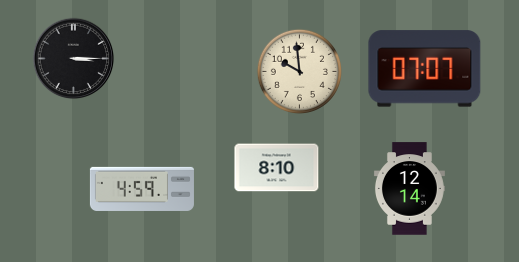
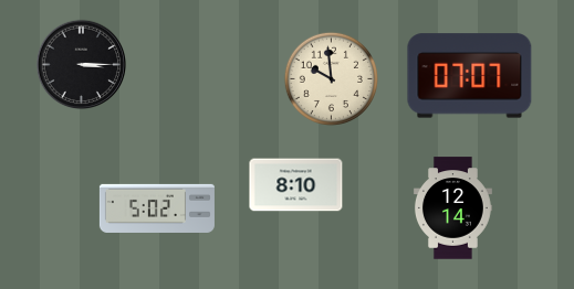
clock at (277, 168) position: (277, 168) -> (296, 185)
clock at (142, 189): 4:59 -> 5:02
